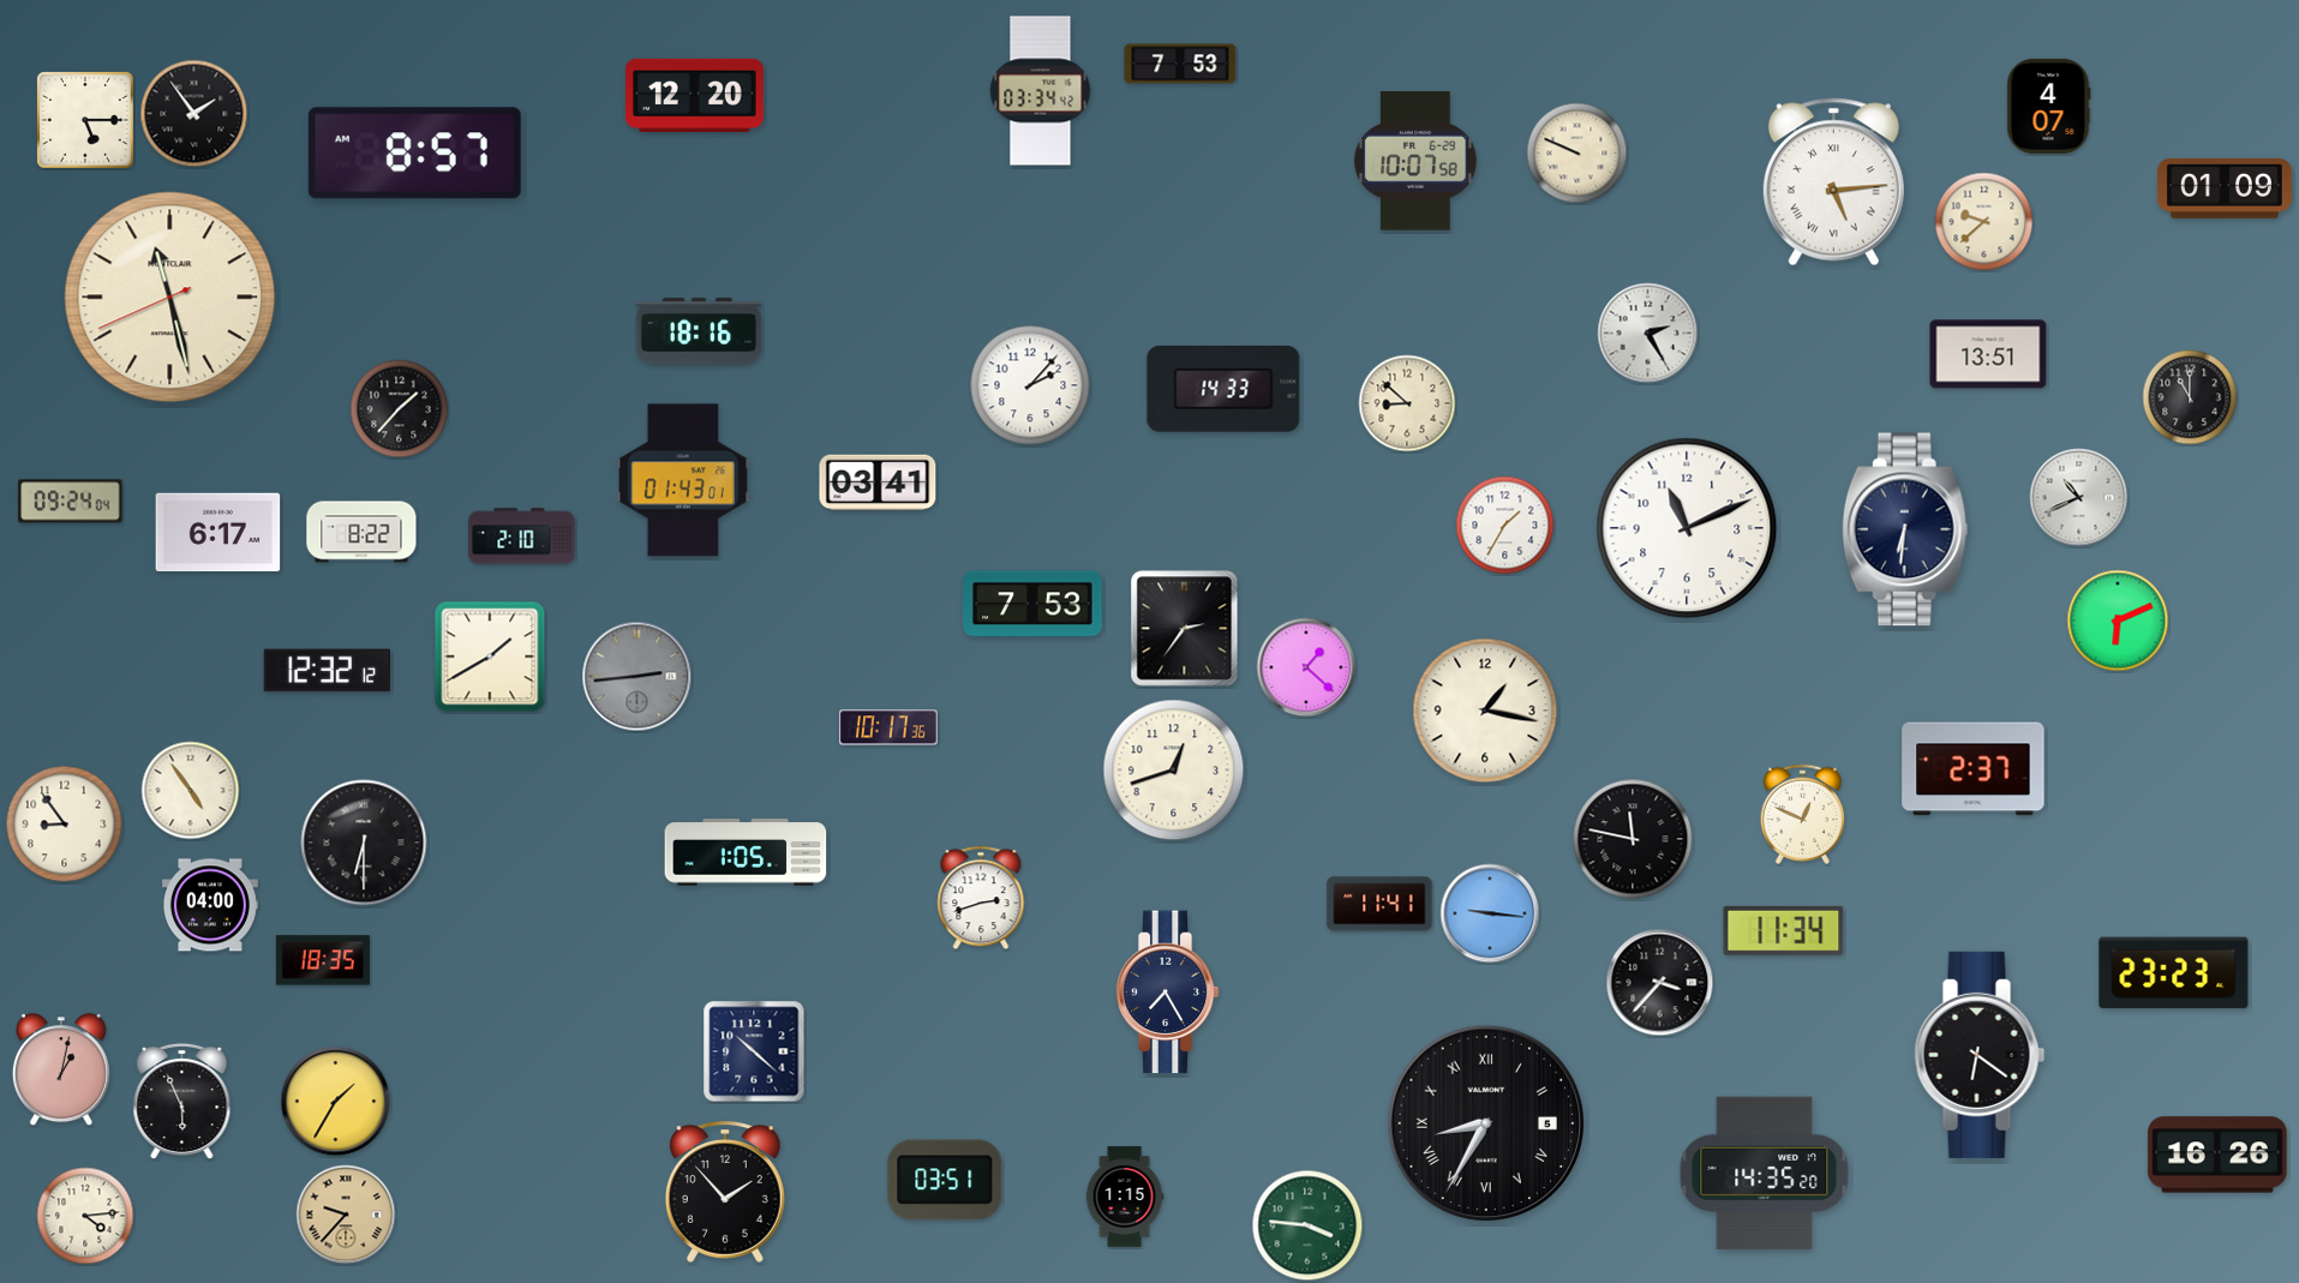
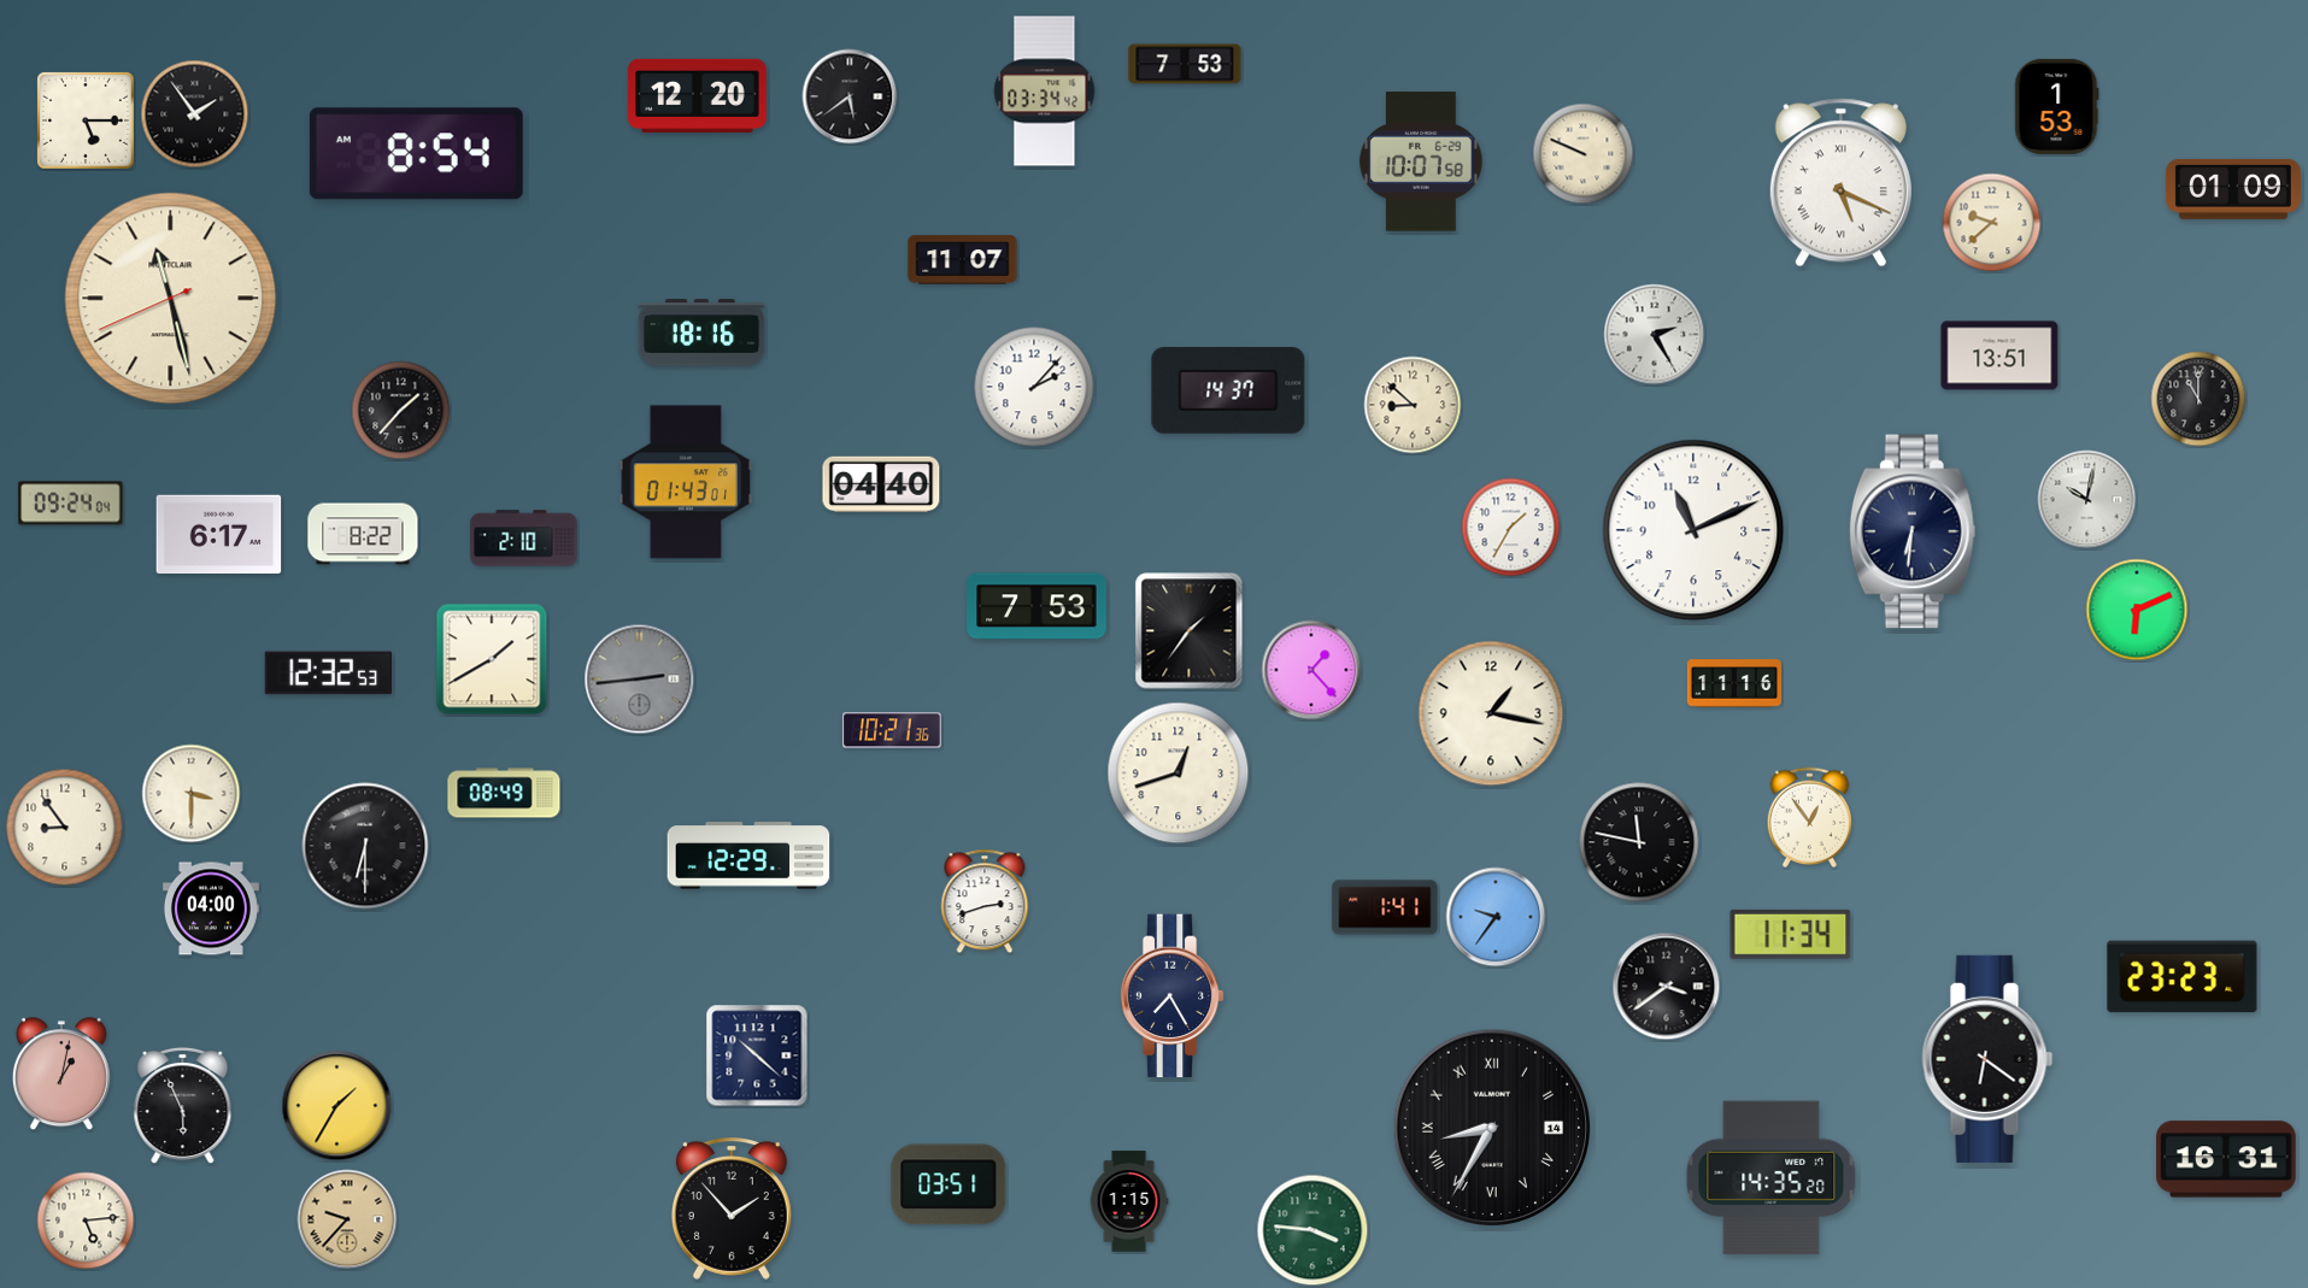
clock at (850, 96): none -> 5:39
clock at (2049, 106): 4:07 -> 1:53
clock at (414, 154): 8:57 -> 8:54
clock at (1833, 182): 5:14 -> 5:19
clock at (963, 260): none -> 11:07
clock at (1988, 354) position: (1988, 354) -> (1999, 355)
clock at (1223, 390): 14:33 -> 14:37
clock at (878, 482): 03:41 -> 04:40
clock at (2079, 498): 10:41 -> 10:02
clock at (2118, 620) position: (2118, 620) -> (2137, 610)
clock at (1185, 629): 2:36 -> 1:36
clock at (1306, 667): 1:22 -> 1:23
clock at (328, 671): 12:32:12 -> 12:32:53
clock at (1734, 683): none -> 11:16
clock at (890, 727): 10:17 -> 10:21
clock at (1974, 769): 2:37 -> none
clock at (504, 793): none -> 08:49
clock at (191, 791): 4:54 -> 3:30
clock at (1803, 814): 12:49 -> 12:54
clock at (746, 852): 1:05 -> 12:29
clock at (1379, 904): 11:41 -> 1:41
clock at (1490, 913): 9:16 -> 9:36
clock at (323, 960): 18:35 -> none
clock at (1660, 983): 3:37 -> 3:39
clock at (1486, 1123) date: 5 -> 14
clock at (2217, 1155): 16:26 -> 16:31
clock at (725, 1192) position: (725, 1192) -> (732, 1208)
clock at (85, 1216): 4:14 -> 5:14
